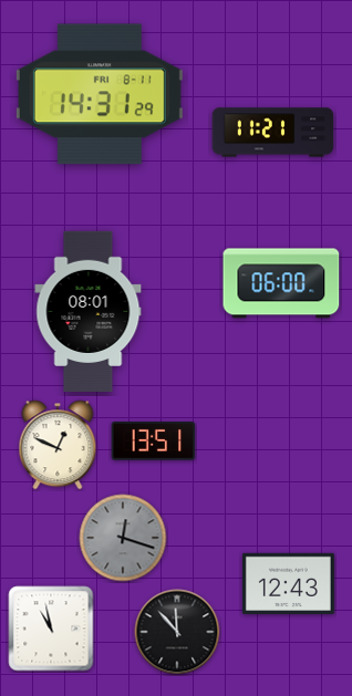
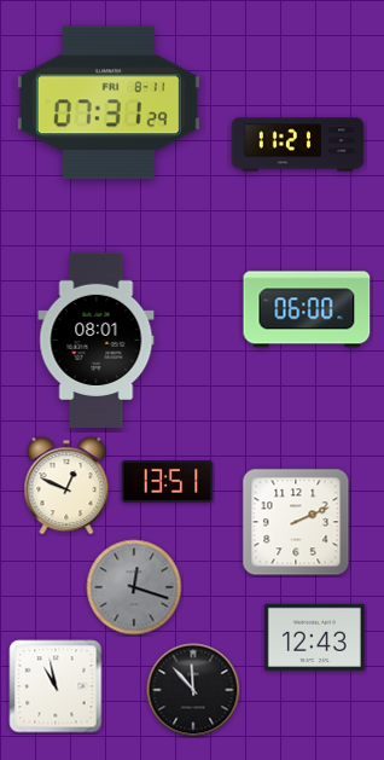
clock at (100, 94): 14:31 -> 07:31
clock at (58, 445) position: (58, 445) -> (66, 486)
clock at (296, 522): none -> 2:11
